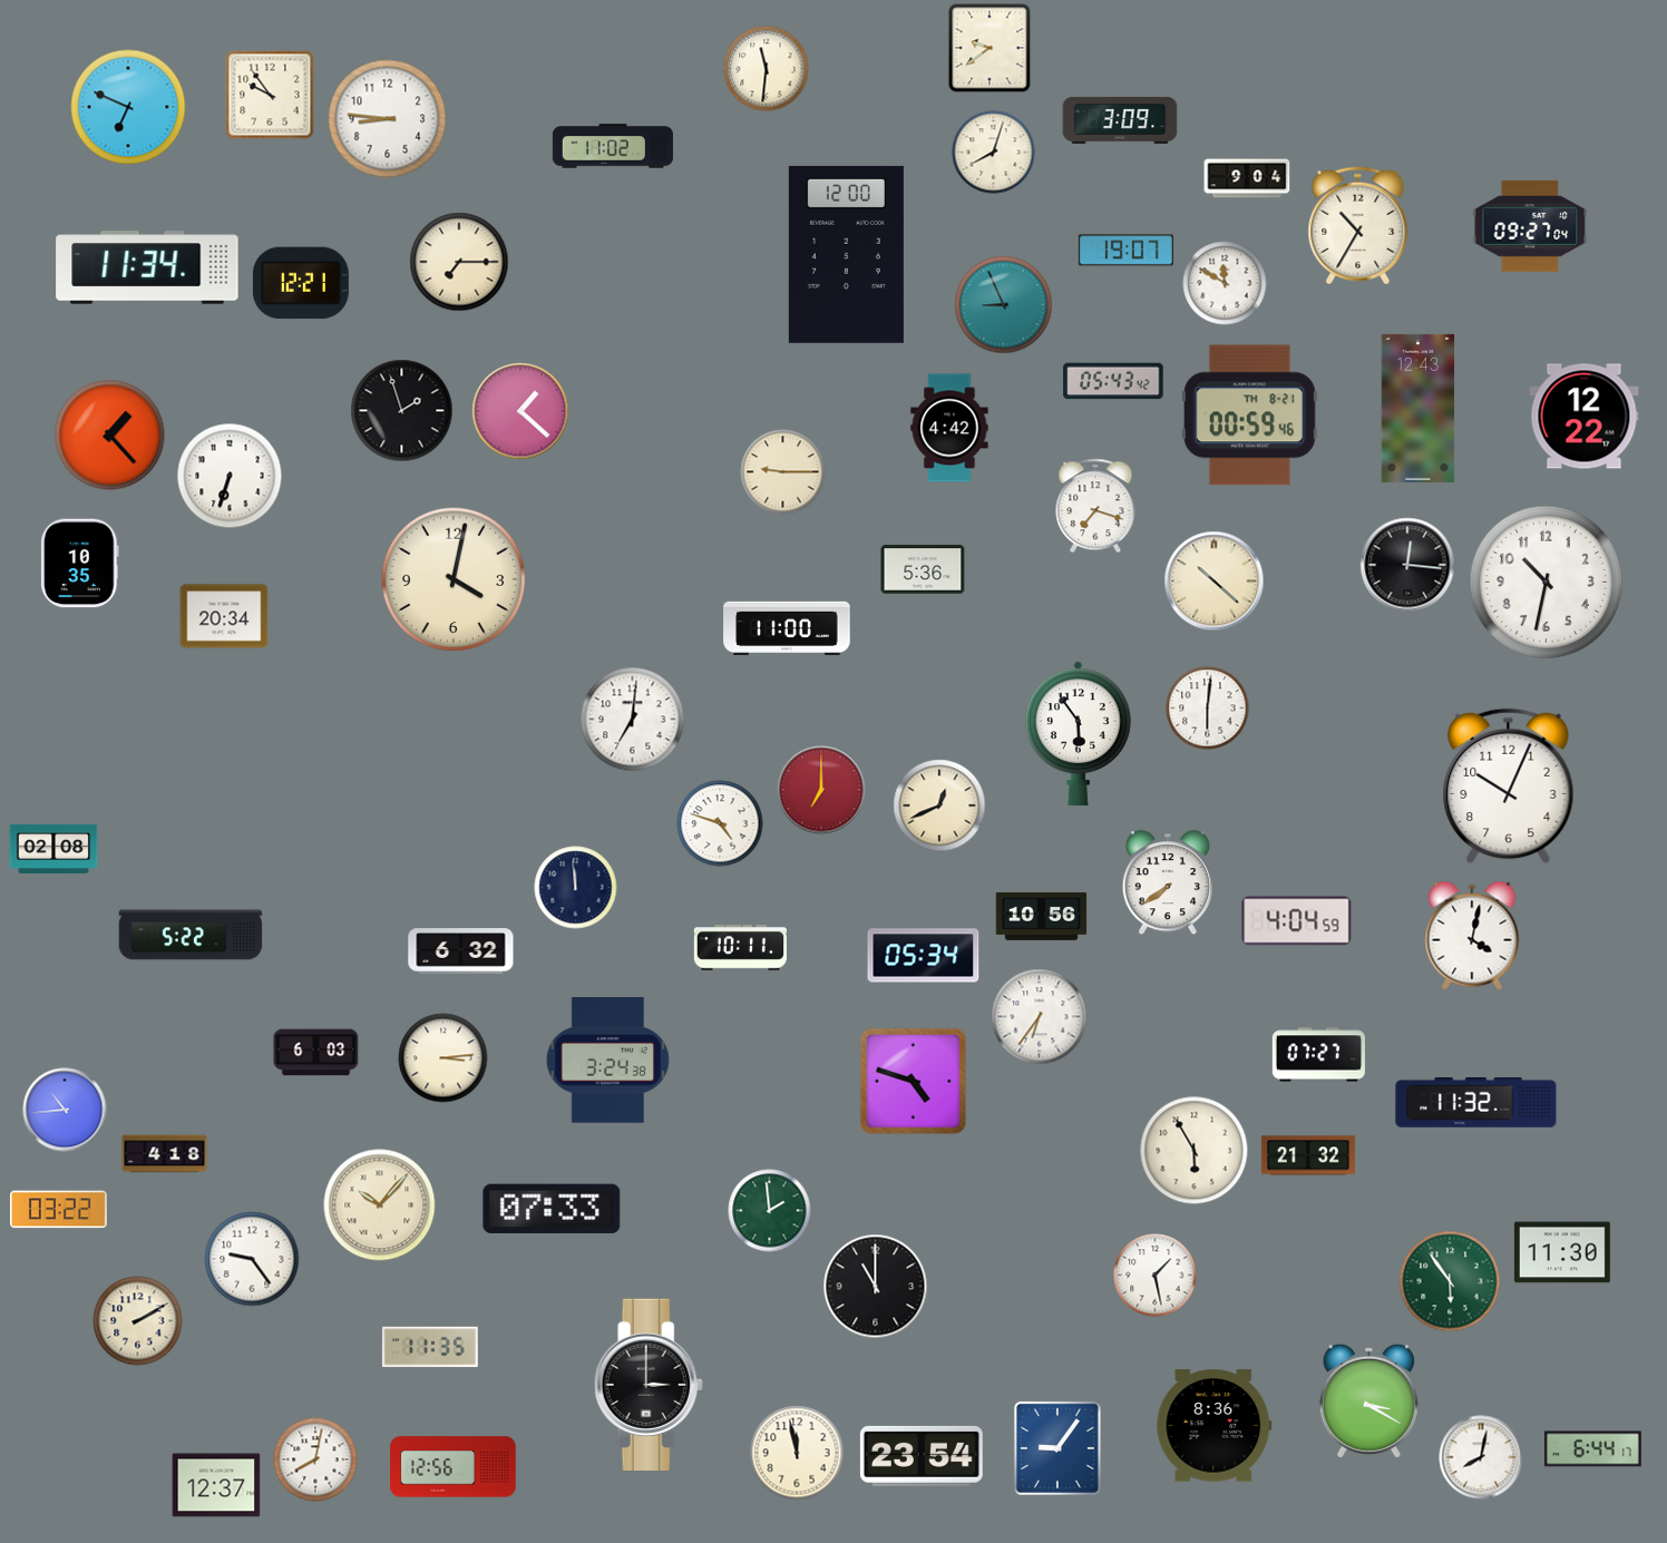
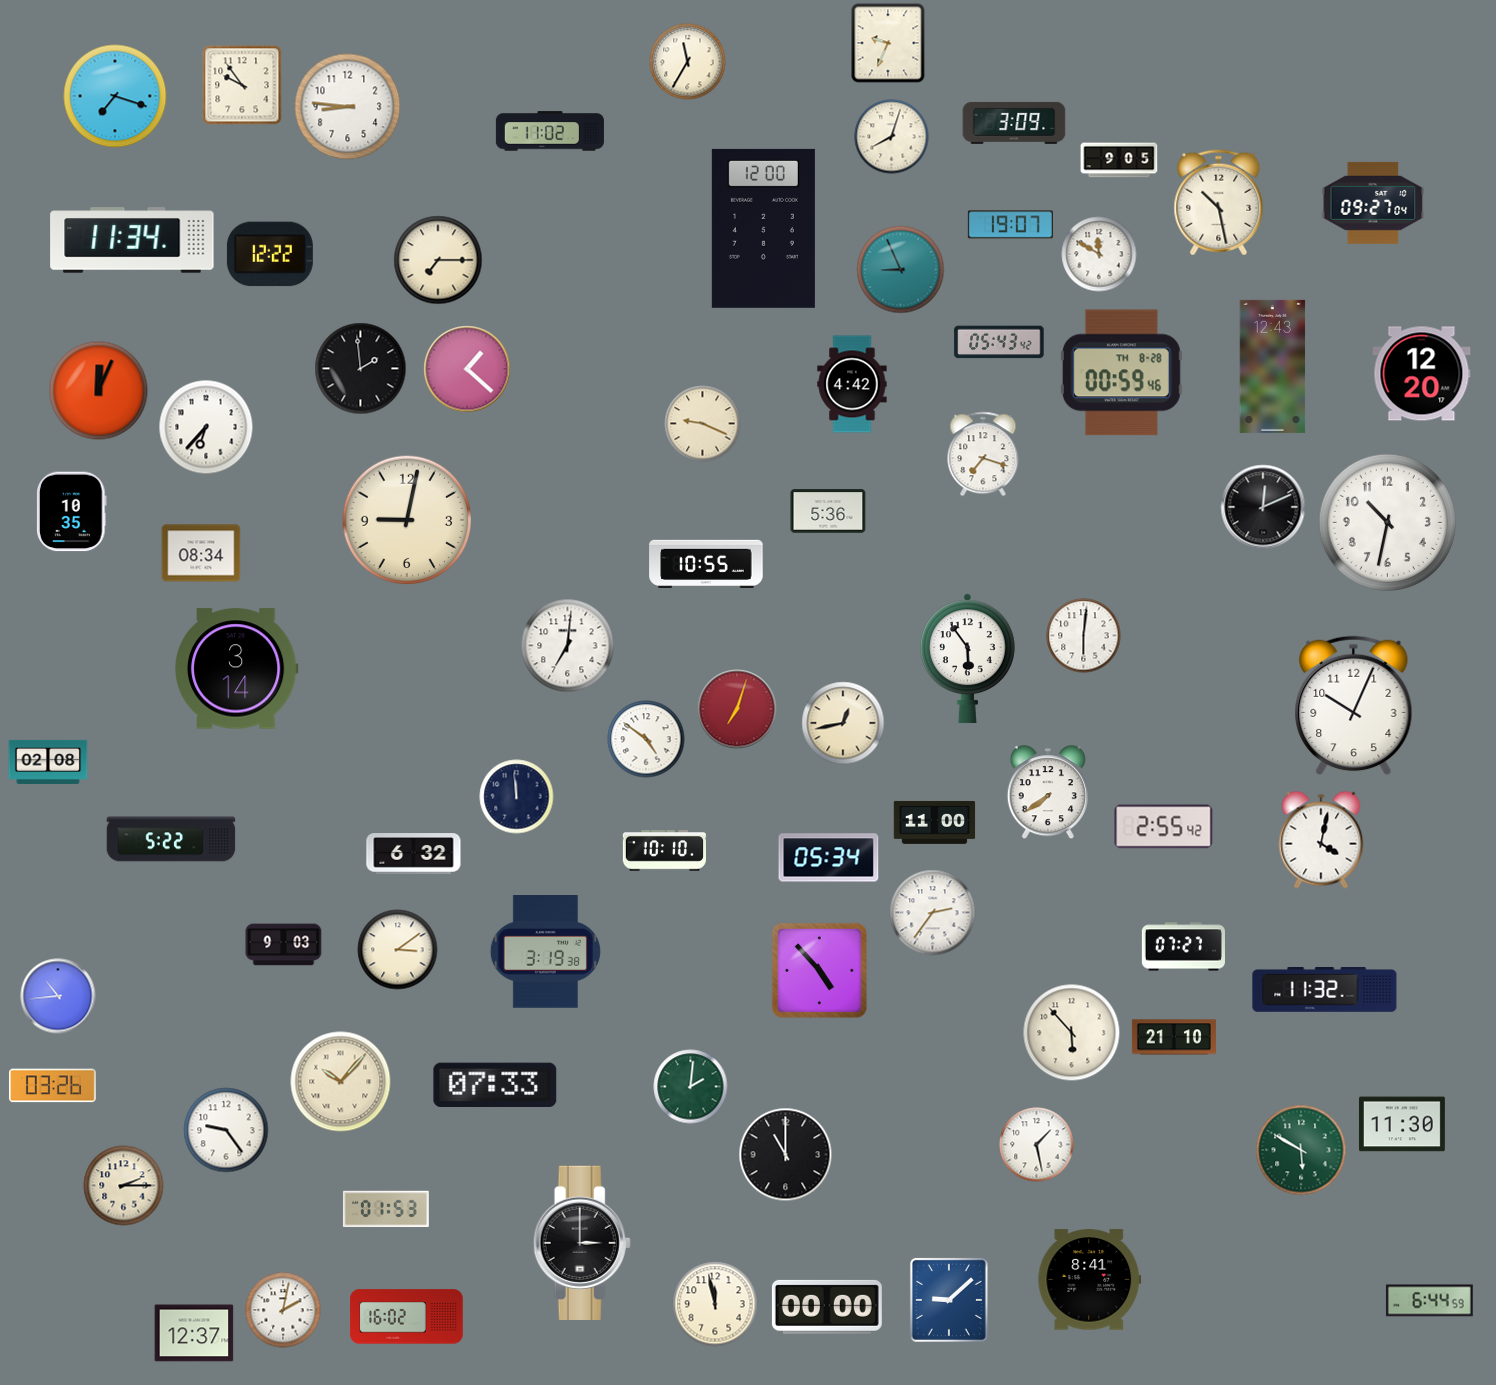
clock at (990, 48): 9:39 -> 9:34
clock at (767, 69): 11:31 -> 11:35
clock at (128, 107): 6:49 -> 7:18
clock at (1120, 120) position: (1120, 120) -> (1014, 123)
clock at (1247, 178): 9:04 -> 9:05
clock at (1358, 226): 10:35 -> 10:28
clock at (846, 254) position: (846, 254) -> (763, 228)
clock at (459, 262) position: (459, 262) -> (438, 260)
clock at (301, 283): 12:21 -> 12:22
clock at (1004, 305) position: (1004, 305) -> (901, 270)
clock at (402, 411): 1:57 -> 1:59
clock at (1249, 416) date: TH 8-21 -> TH 8-28
clock at (1585, 417): 12:22 -> 12:20
clock at (110, 436): 1:23 -> 12:04
clock at (783, 472): 9:15 -> 9:19
clock at (230, 476): 6:33 -> 6:37
clock at (80, 564) position: (80, 564) -> (72, 512)
clock at (1407, 565): 12:16 -> 12:11
clock at (454, 579): 4:02 -> 9:02
clock at (1215, 582): 10:22 -> none
clock at (224, 616): 20:34 -> 08:34
clock at (787, 627): 11:00 -> 10:55
clock at (236, 669): none -> 3:14
clock at (821, 790): 7:00 -> 7:03
clock at (939, 805): 12:41 -> 12:43
clock at (720, 823): 4:48 -> 4:51
clock at (1042, 916): 10:56 -> 11:00
clock at (1297, 921): 4:04 -> 2:55
clock at (740, 948): 10:11 -> 10:10
clock at (1040, 1017): 6:36 -> 2:36
clock at (316, 1053): 6:03 -> 9:03
clock at (443, 1058): 3:14 -> 3:09
clock at (607, 1061): 3:24 -> 3:19
clock at (913, 1081): 4:48 -> 4:53
clock at (1195, 1151): 5:55 -> 5:53
clock at (165, 1154): 4:18 -> none
clock at (1308, 1155): 21:32 -> 21:10
clock at (58, 1210): 03:22 -> 03:26
clock at (770, 1211): 1:59 -> 2:01
clock at (1450, 1281): 5:54 -> 5:50
clock at (138, 1321): 2:10 -> 2:15
clock at (430, 1347): 11:35 -> 01:53
clock at (1368, 1400): 3:20 -> none
clock at (1215, 1426): 8:36 -> 8:41
clock at (1057, 1448): 9:06 -> 9:08
clock at (1592, 1449): 6:44:17 -> 6:44:59
clock at (922, 1456): 23:54 -> 00:00
clock at (1481, 1457): 8:02 -> none
clock at (315, 1459): 8:02 -> 2:02
clock at (454, 1467): 12:56 -> 16:02
